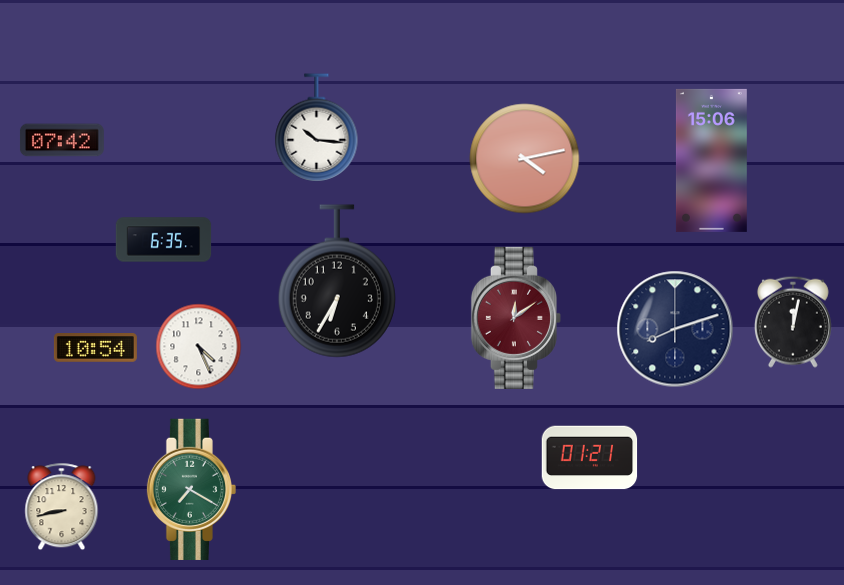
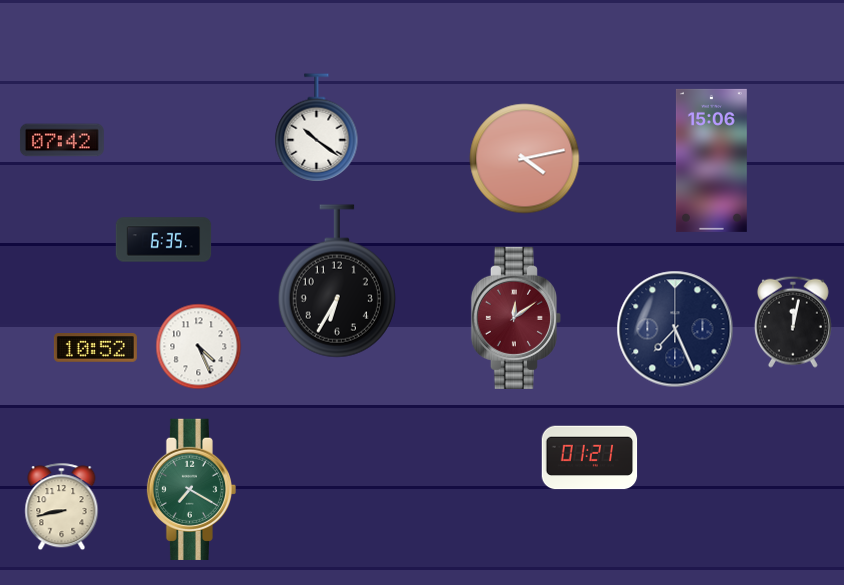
clock at (317, 128): 10:16 -> 10:21
clock at (675, 329): 8:12 -> 7:26
clock at (95, 348): 10:54 -> 10:52
